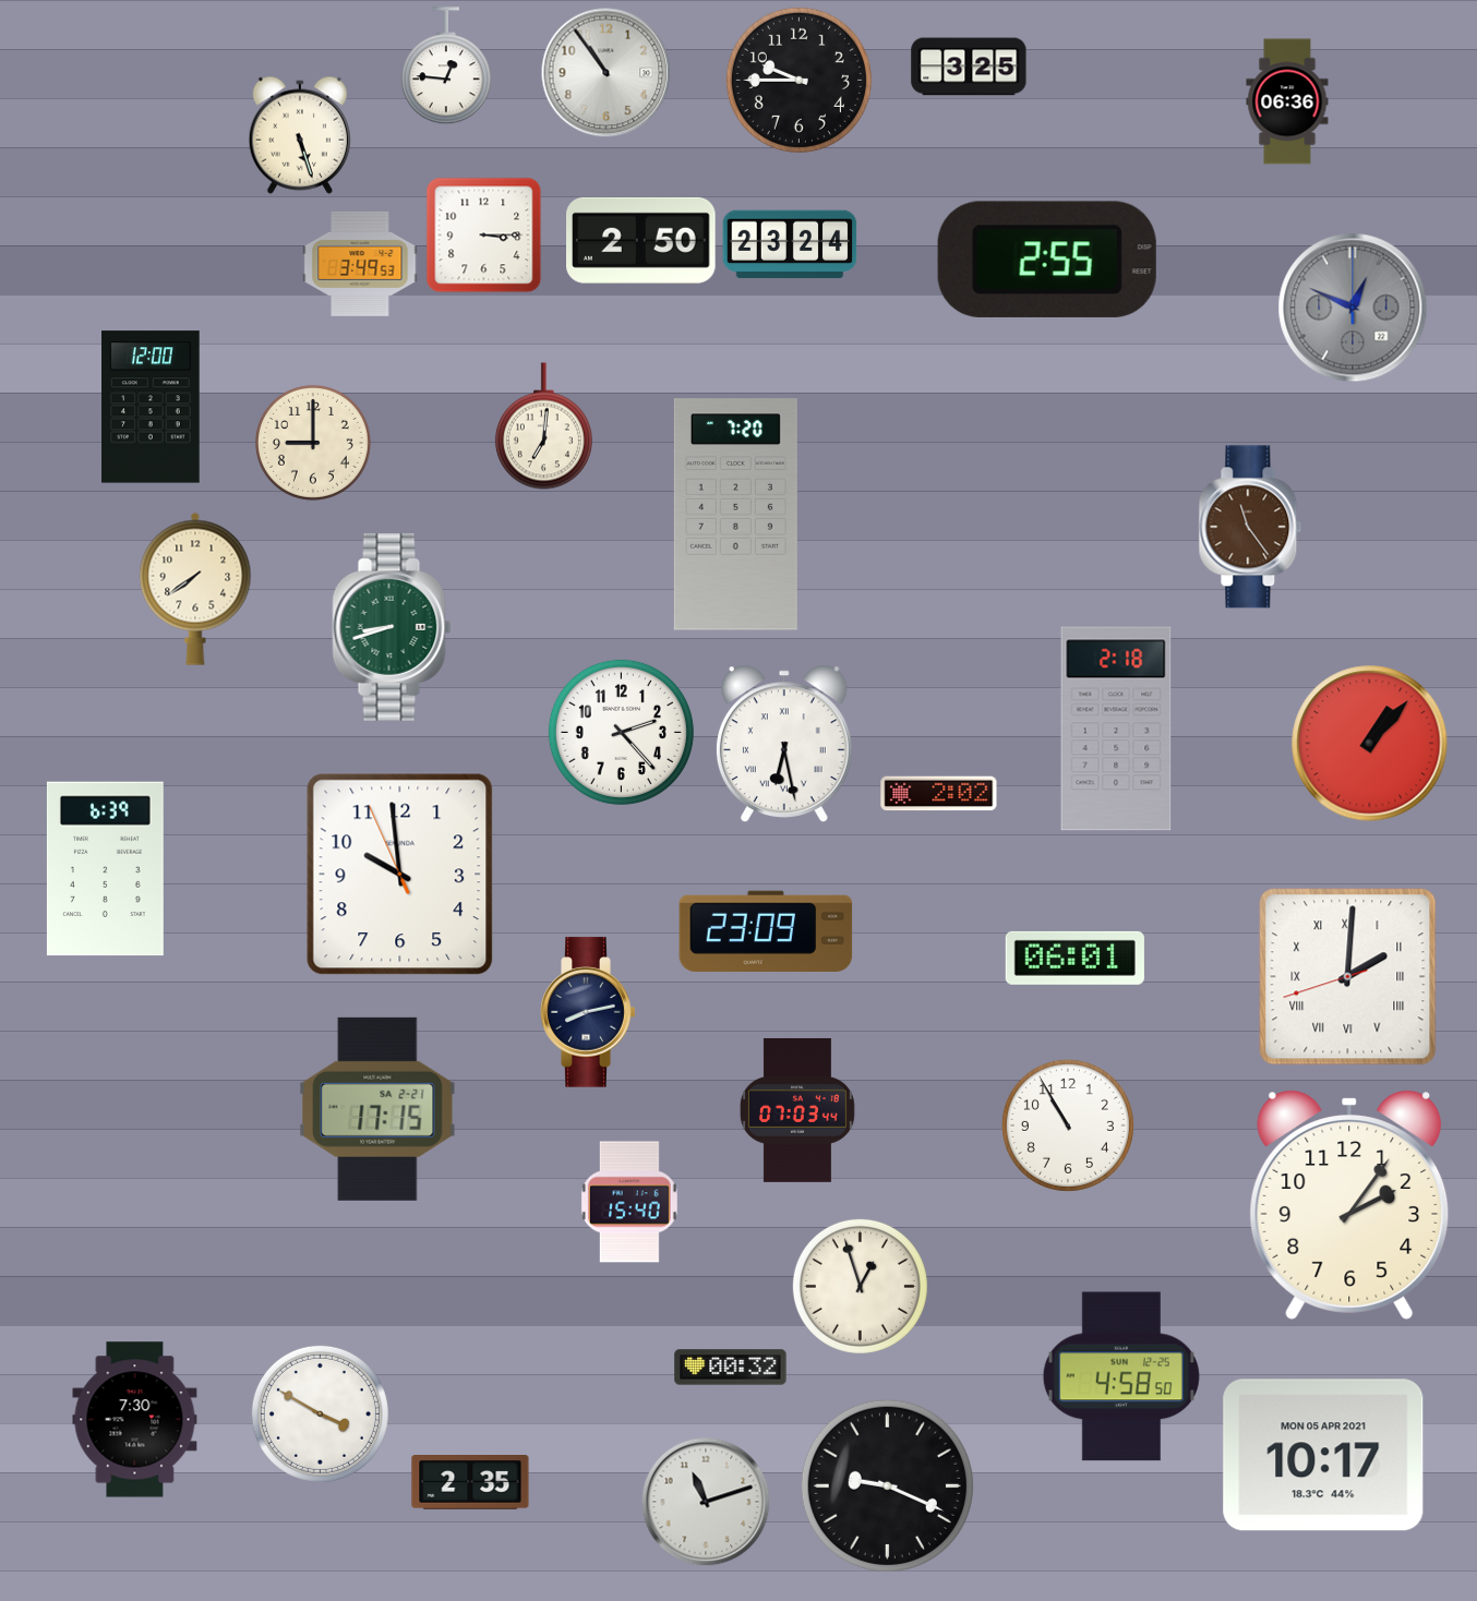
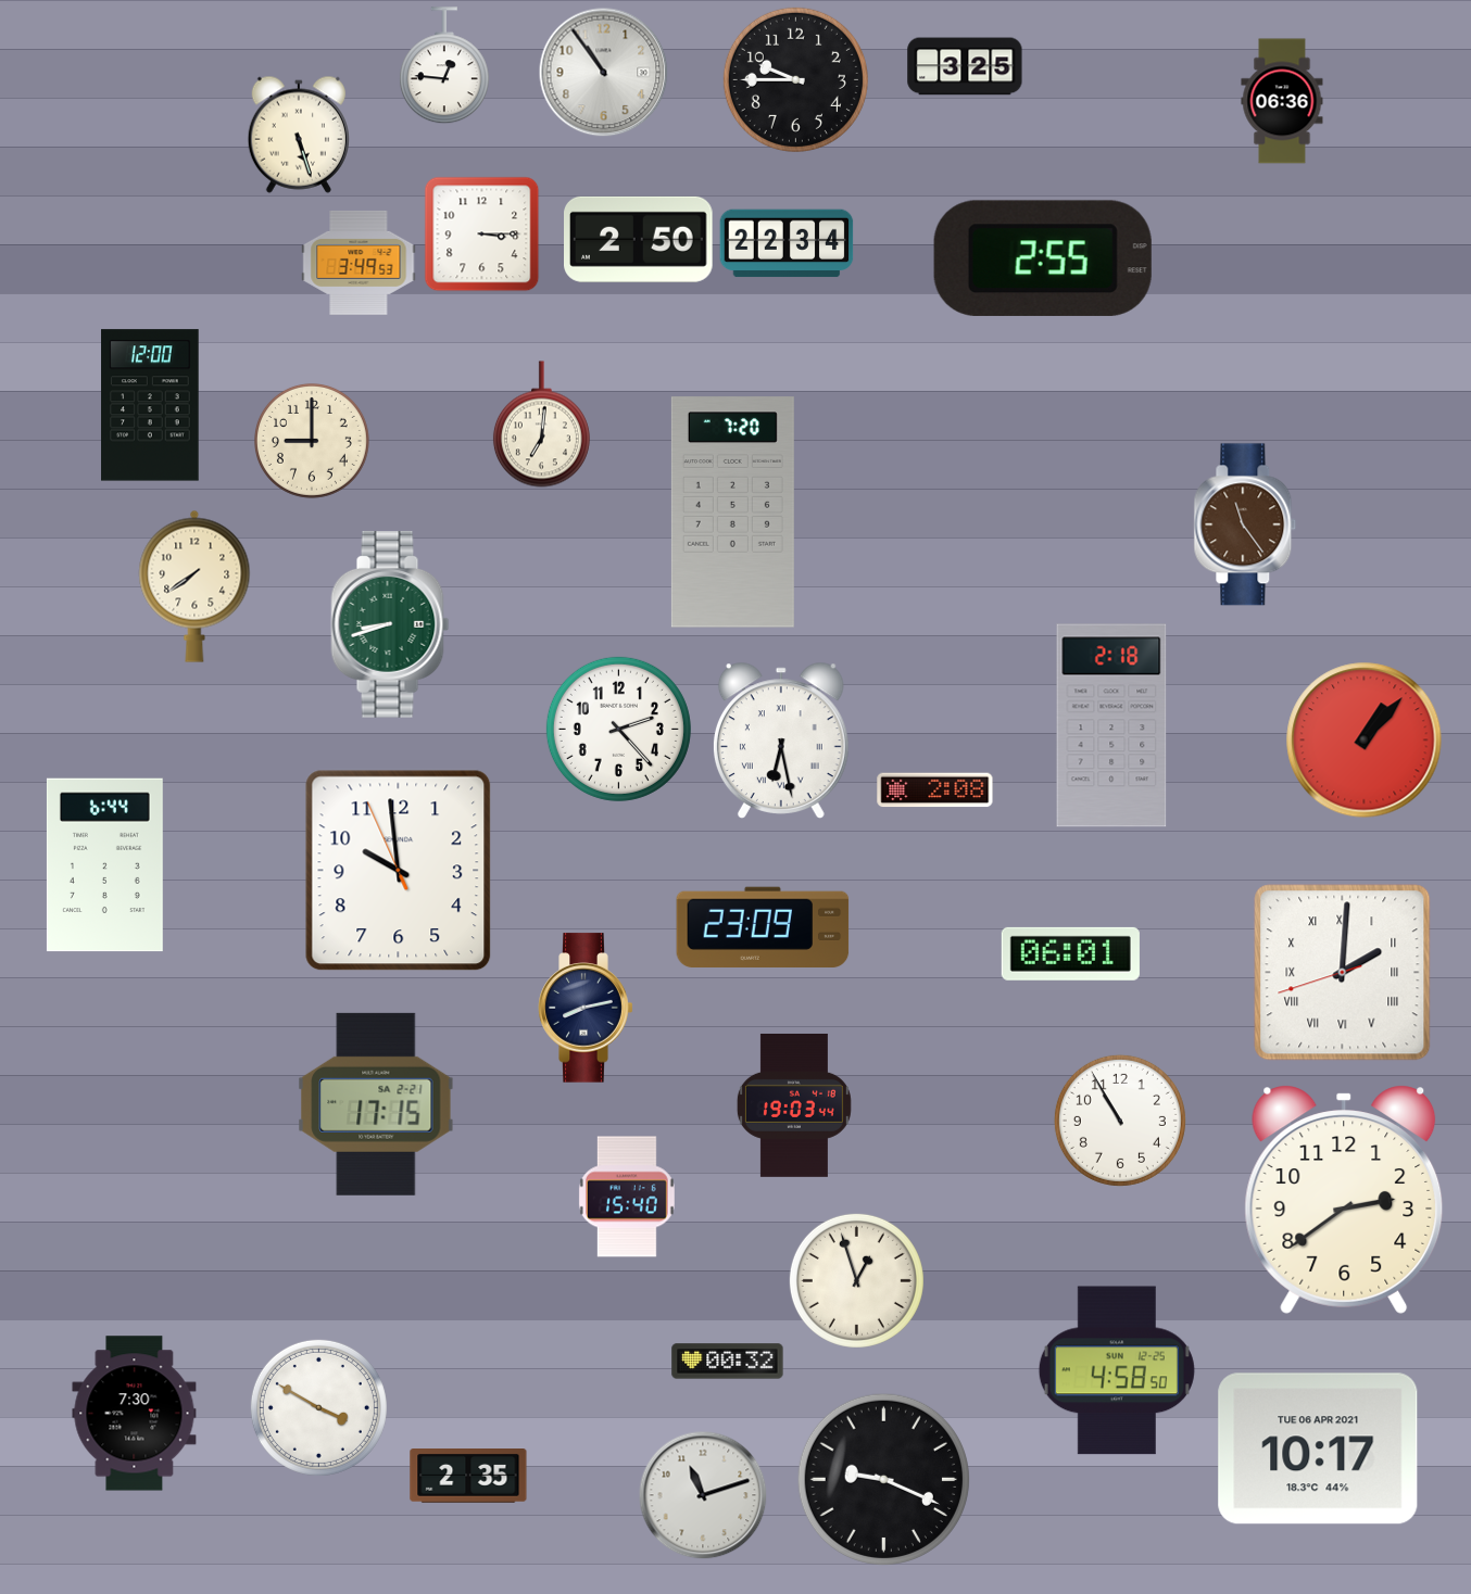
clock at (790, 244): 23:24 -> 22:34
clock at (1353, 308): 12:49 -> none
clock at (939, 794): 2:02 -> 2:08
clock at (105, 869): 6:39 -> 6:44
clock at (797, 1110): 07:03 -> 19:03
clock at (1068, 1125) position: (1068, 1125) -> (1120, 1121)
clock at (1349, 1205): 2:06 -> 2:39
clock at (1323, 1455) date: MON 05 APR 2021 -> TUE 06 APR 2021
